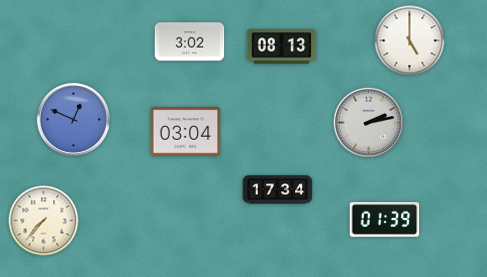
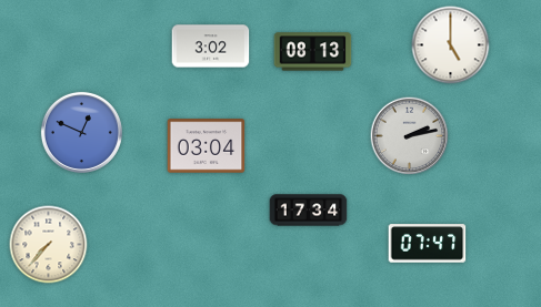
clock at (410, 41) position: (410, 41) -> (451, 45)
clock at (385, 220): 01:39 -> 07:47
